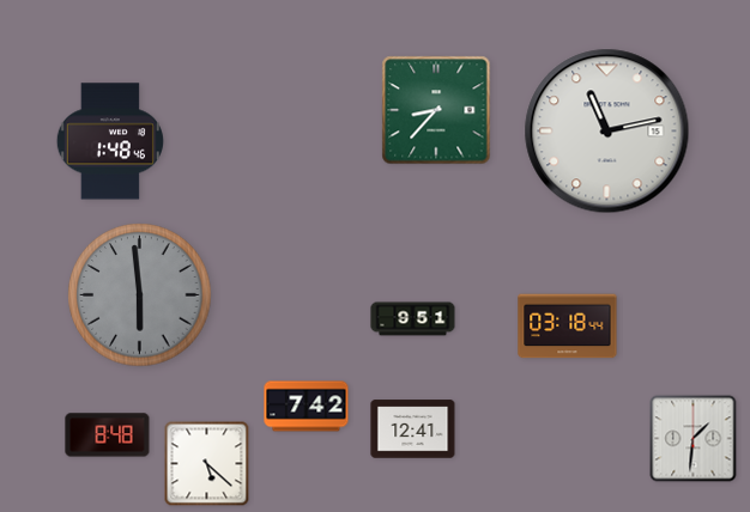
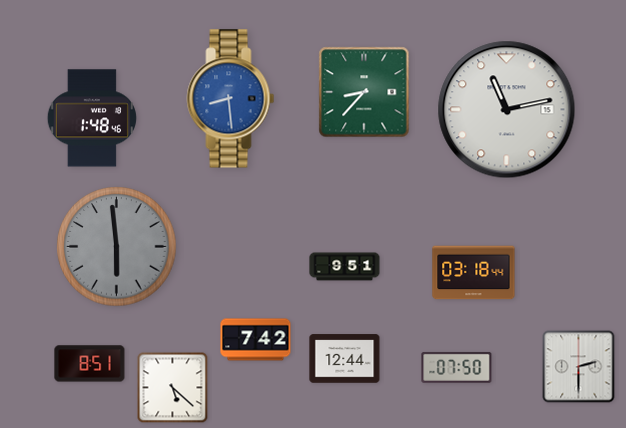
clock at (231, 99): none -> 8:29
clock at (413, 429): 12:41 -> 12:44
clock at (108, 435): 8:48 -> 8:51
clock at (457, 367): none -> 07:50
clock at (694, 439): 1:31 -> 2:30
